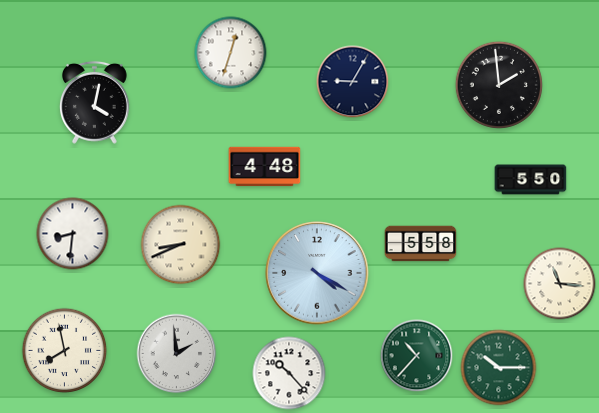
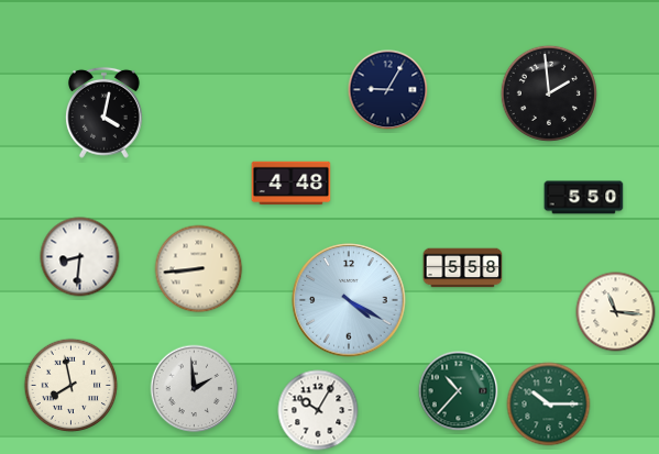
clock at (231, 53): 12:33 -> none
clock at (181, 245): 8:41 -> 8:44
clock at (289, 373): 10:23 -> 10:05
